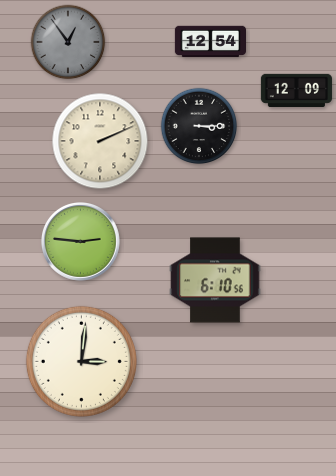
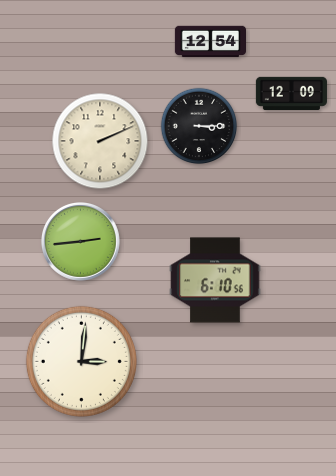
clock at (68, 42): 12:54 -> none
clock at (296, 90) position: (296, 90) -> (291, 93)
clock at (81, 242): 2:46 -> 2:44
